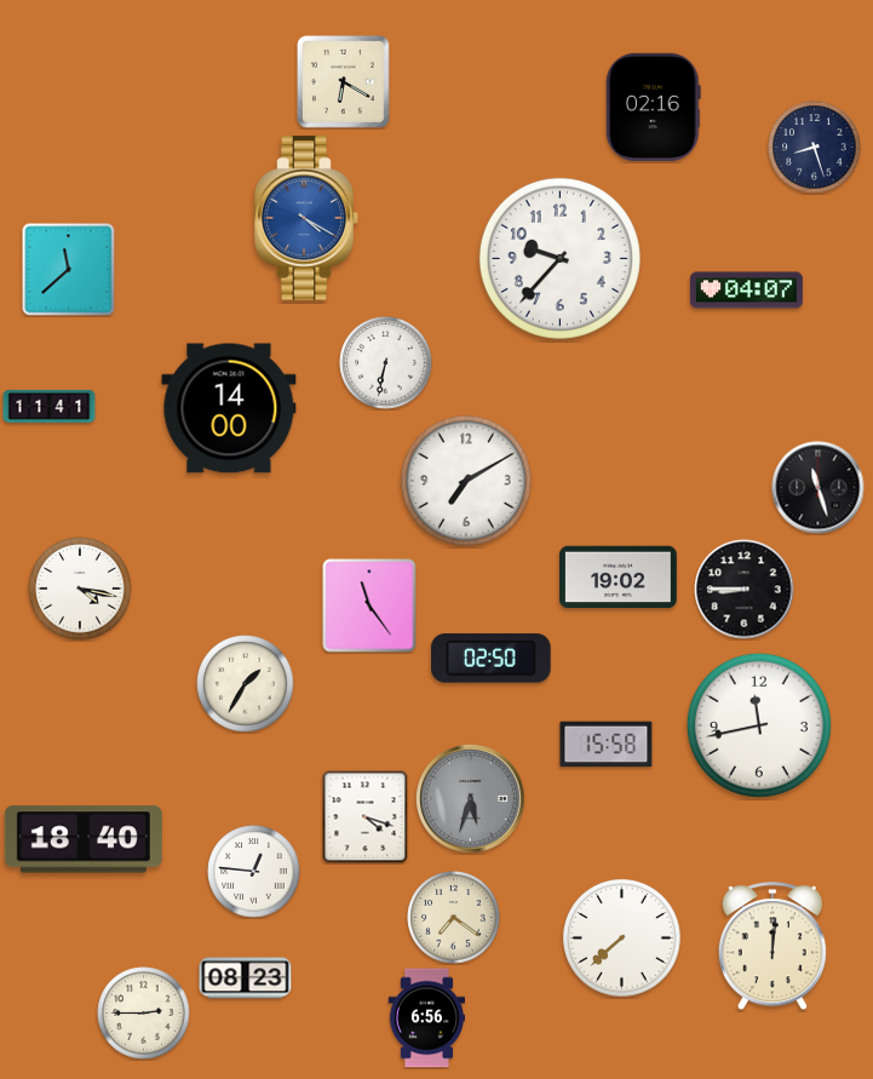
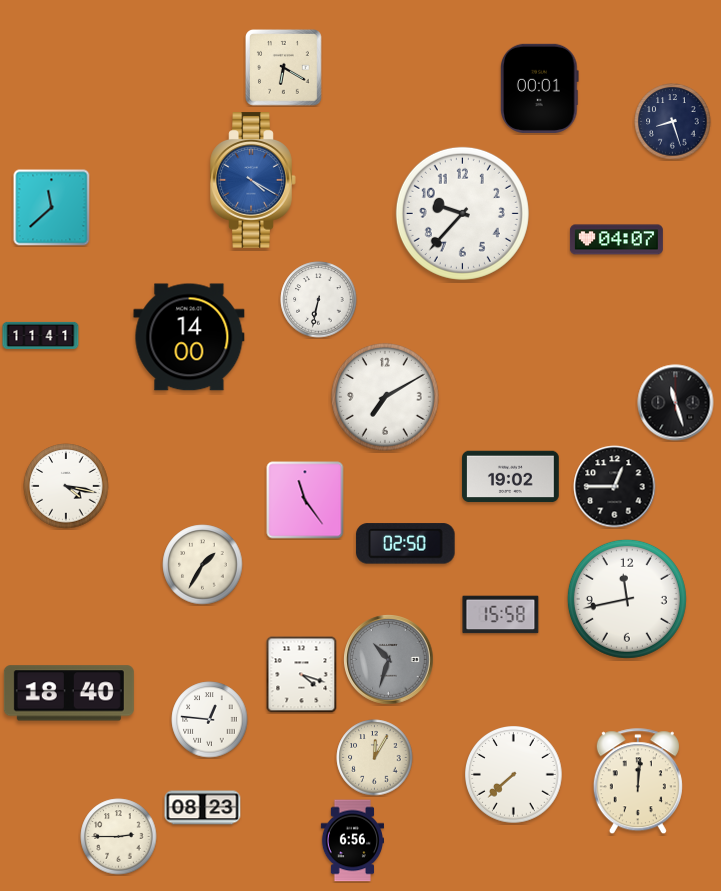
clock at (654, 107): 02:16 -> 00:01
clock at (69, 270) position: (69, 270) -> (52, 208)
clock at (745, 590): 8:45 -> 12:45
clock at (471, 799): 5:33 -> 10:33
clock at (454, 918): 7:21 -> 12:05
